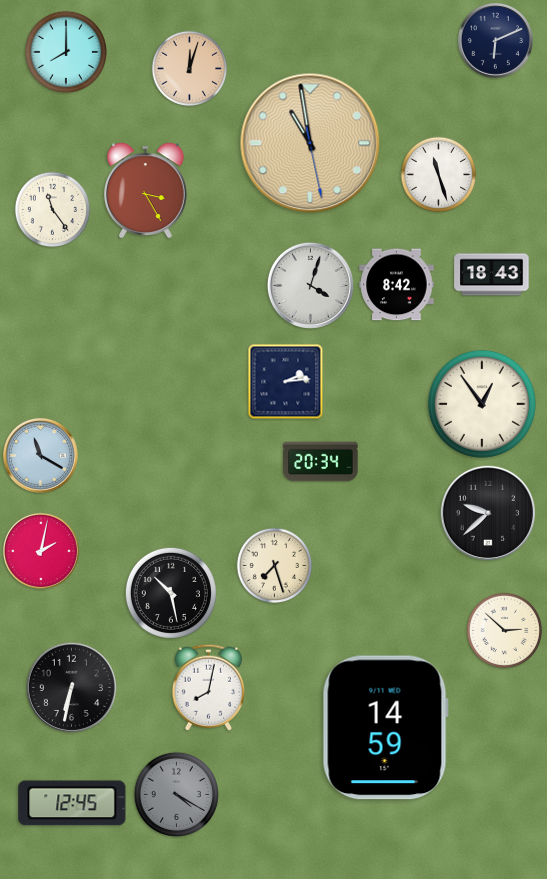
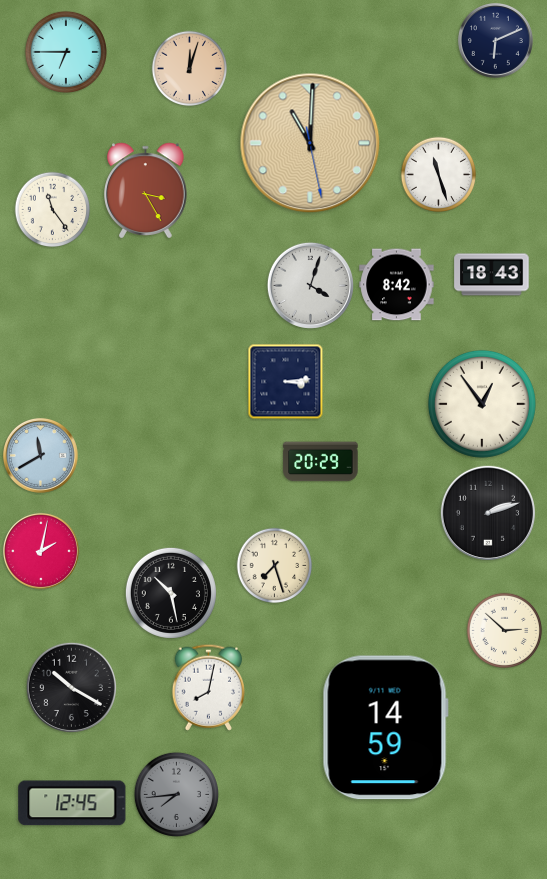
clock at (65, 51): 8:00 -> 6:45
clock at (310, 143): 10:58 -> 11:00
clock at (286, 382): 2:14 -> 3:14
clock at (40, 455): 11:20 -> 11:40
clock at (321, 462): 20:34 -> 20:29
clock at (488, 513): 9:38 -> 2:12
clock at (71, 687): 6:32 -> 10:20
clock at (176, 794): 4:20 -> 7:44
